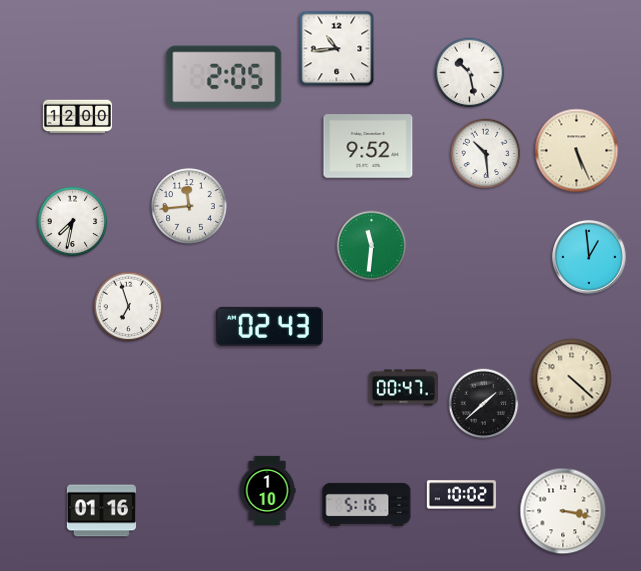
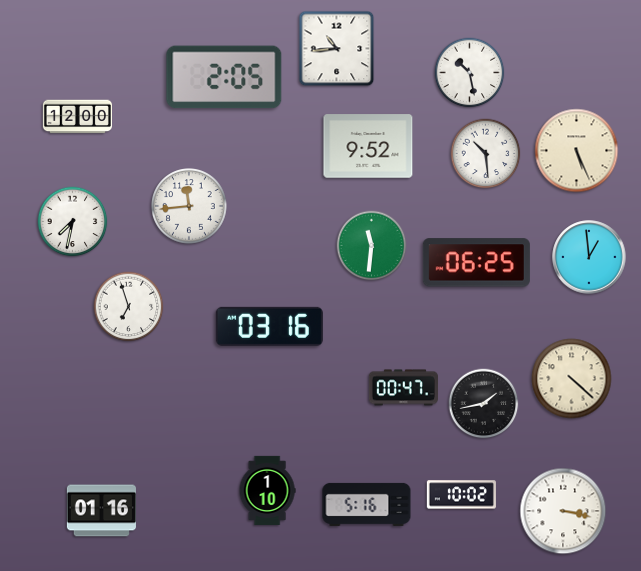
clock at (476, 263): none -> 06:25
clock at (269, 326): 02:43 -> 03:16
clock at (484, 404): 1:38 -> 1:43
